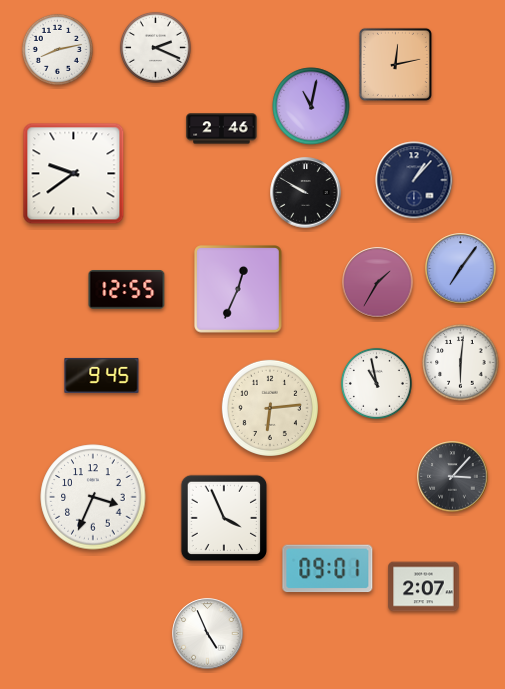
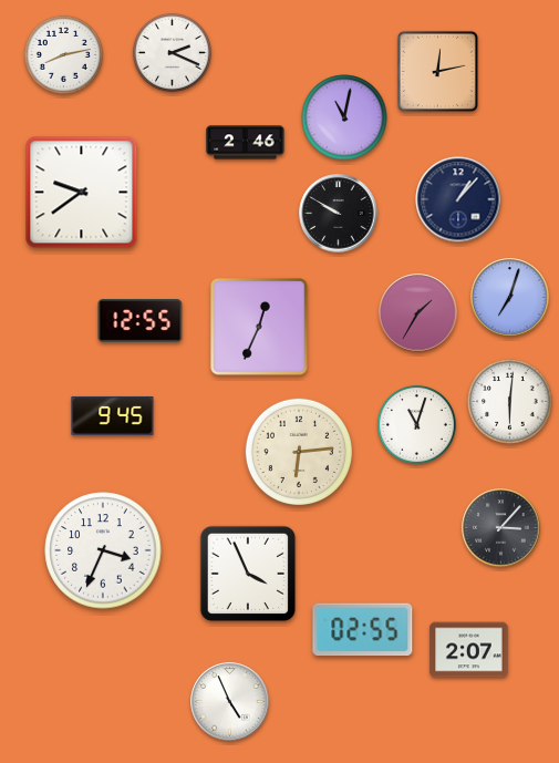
clock at (461, 269): 7:06 -> 7:03
clock at (238, 289) position: (238, 289) -> (259, 327)
clock at (376, 383): 10:58 -> 11:03
clock at (328, 569): 09:01 -> 02:55
